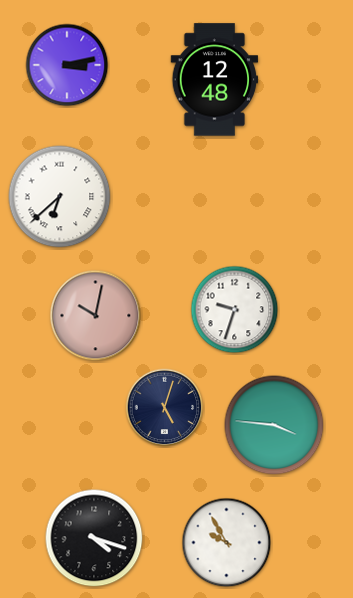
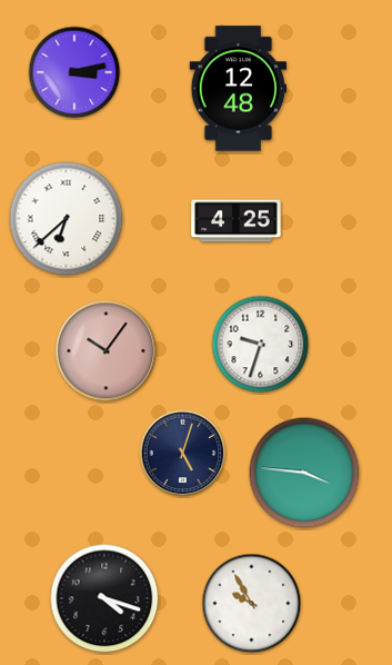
clock at (237, 221): none -> 4:25
clock at (96, 316): 10:02 -> 10:06
